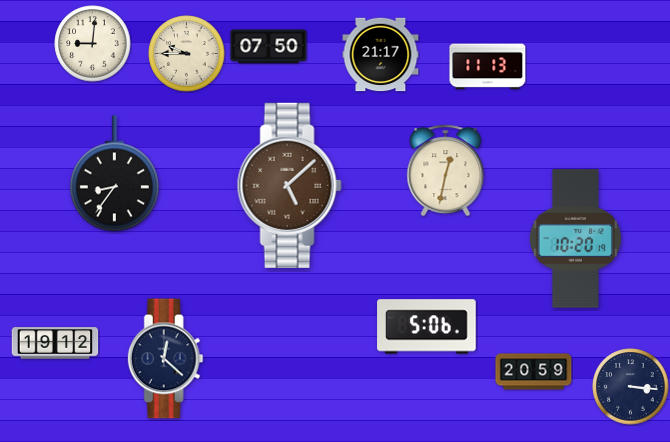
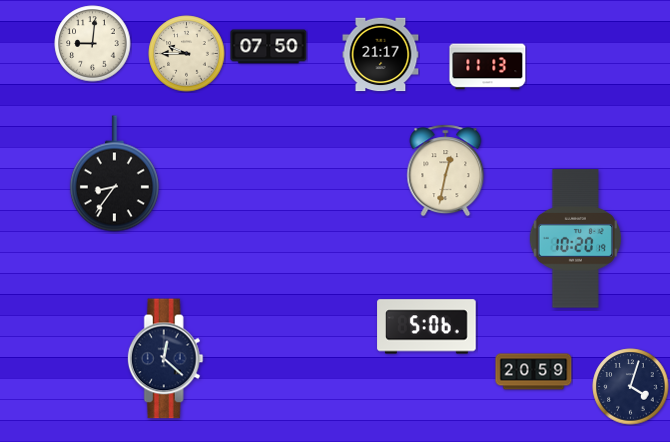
clock at (289, 185): 5:08 -> none
clock at (55, 343): 19:12 -> none
clock at (631, 387): 3:16 -> 4:03
